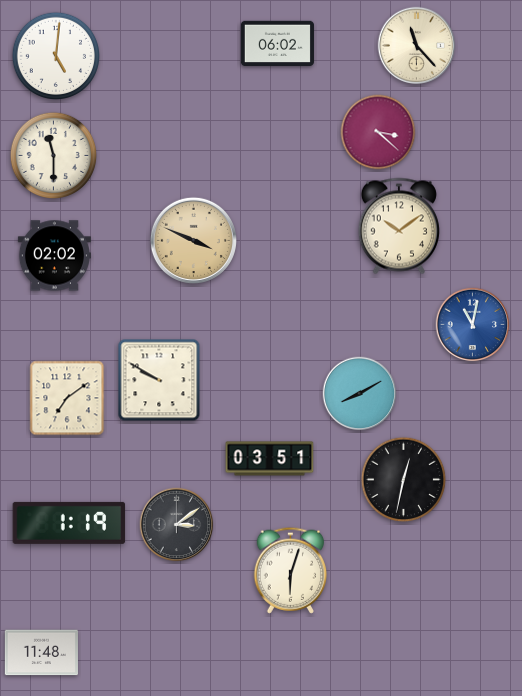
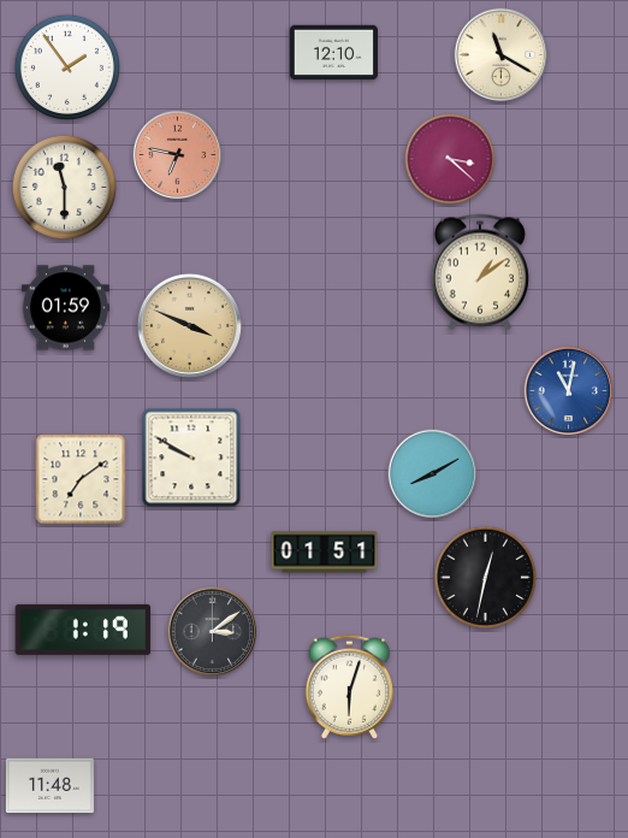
clock at (277, 44): 06:02 -> 12:10
clock at (417, 46): 11:23 -> 11:20
clock at (55, 55): 5:01 -> 1:54
clock at (178, 155): none -> 6:47
clock at (378, 132) position: (378, 132) -> (450, 159)
clock at (399, 226): 10:09 -> 1:09
clock at (193, 240) position: (193, 240) -> (189, 325)
clock at (54, 256): 02:02 -> 01:59
clock at (270, 459): 03:51 -> 01:51
